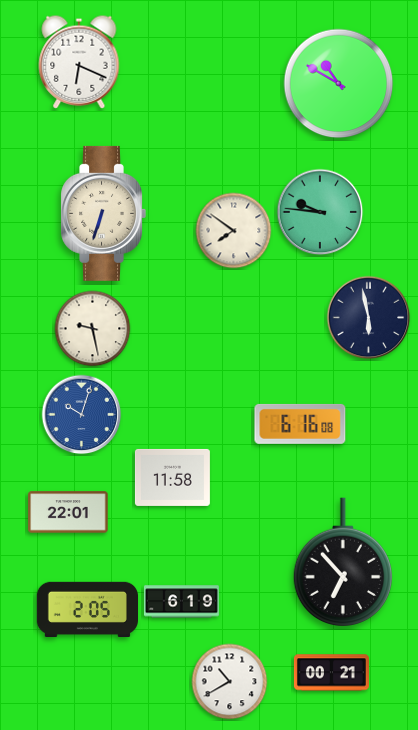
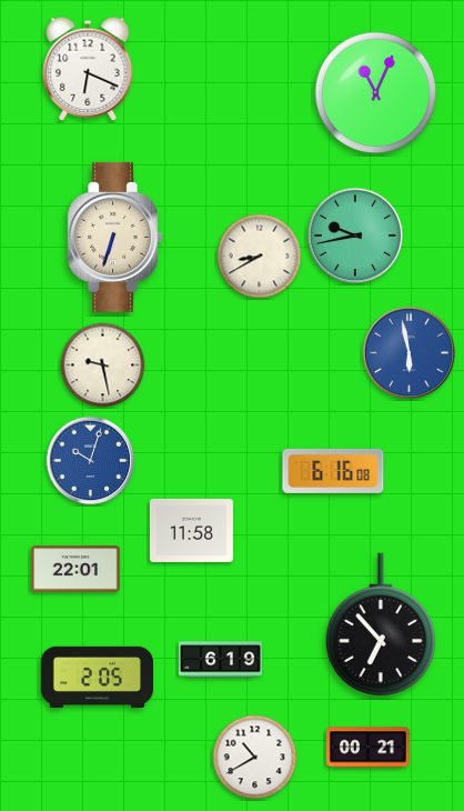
clock at (339, 84): 10:50 -> 11:04
clock at (320, 212): 9:46 -> 9:43
clock at (234, 231): 7:51 -> 8:40
clock at (369, 318) dial: navy -> blue
clock at (181, 602) position: (181, 602) -> (220, 660)
